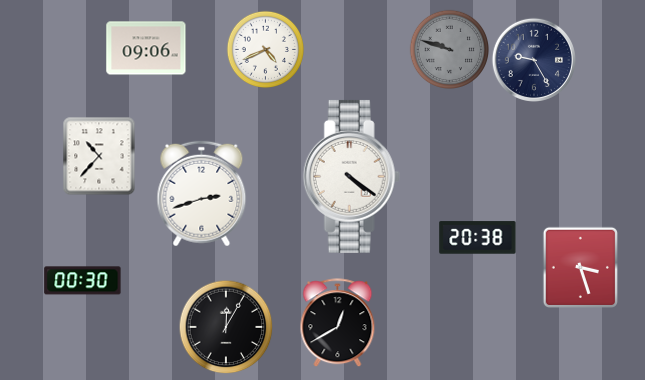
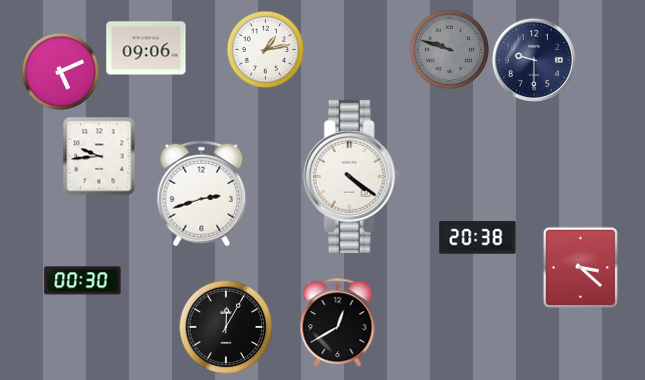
clock at (265, 49): 4:41 -> 1:13
clock at (534, 60): 9:25 -> 9:30
clock at (60, 71): none -> 5:11
clock at (99, 156): 10:37 -> 9:44
clock at (580, 267): 3:27 -> 3:22
